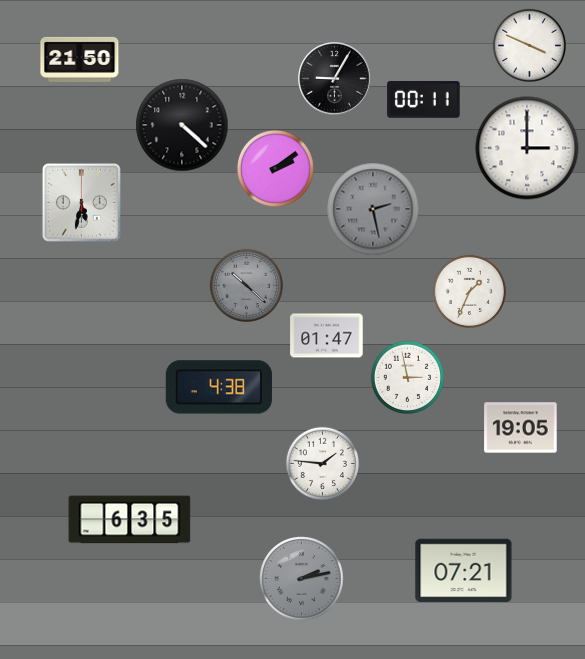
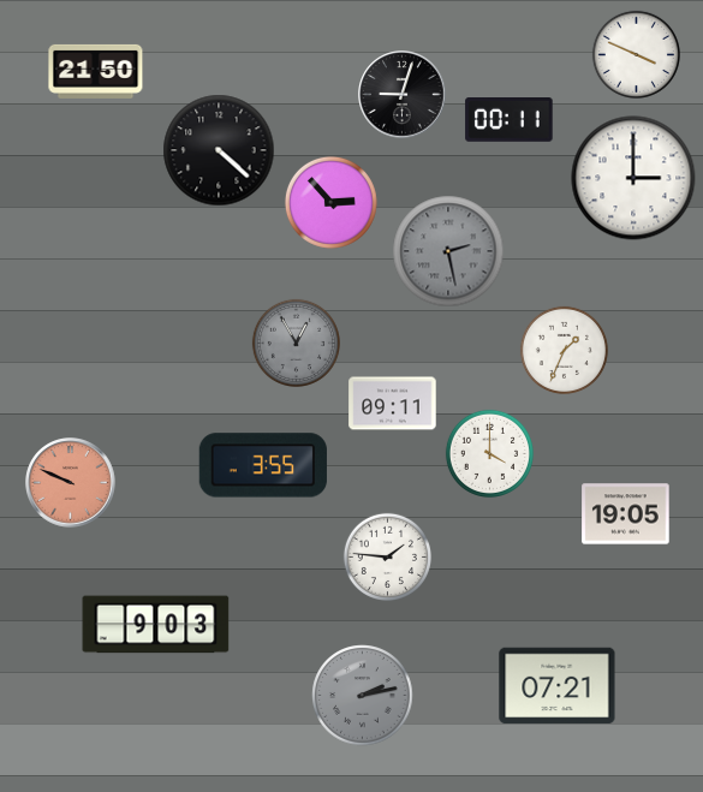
clock at (335, 79): 9:05 -> 9:03
clock at (275, 168): 2:09 -> 2:53
clock at (81, 202): 5:32 -> none
clock at (246, 285): 10:22 -> 12:55
clock at (327, 336): 01:47 -> 09:11
clock at (407, 377): 2:58 -> 4:00
clock at (219, 387): 4:38 -> 3:55
clock at (71, 483): none -> 9:49
clock at (130, 520): 6:35 -> 9:03
